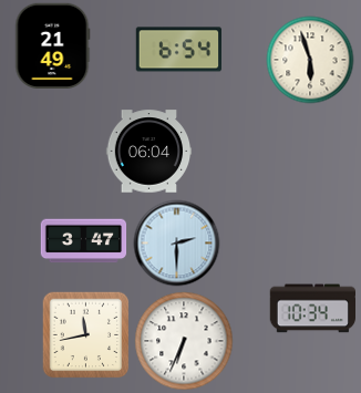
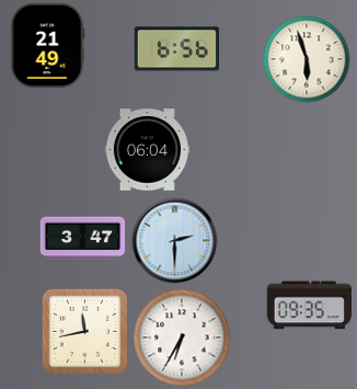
clock at (53, 45) position: (53, 45) -> (48, 45)
clock at (178, 50): 6:54 -> 6:56
clock at (312, 309): 10:34 -> 09:35
clock at (184, 341): 6:34 -> 6:35
